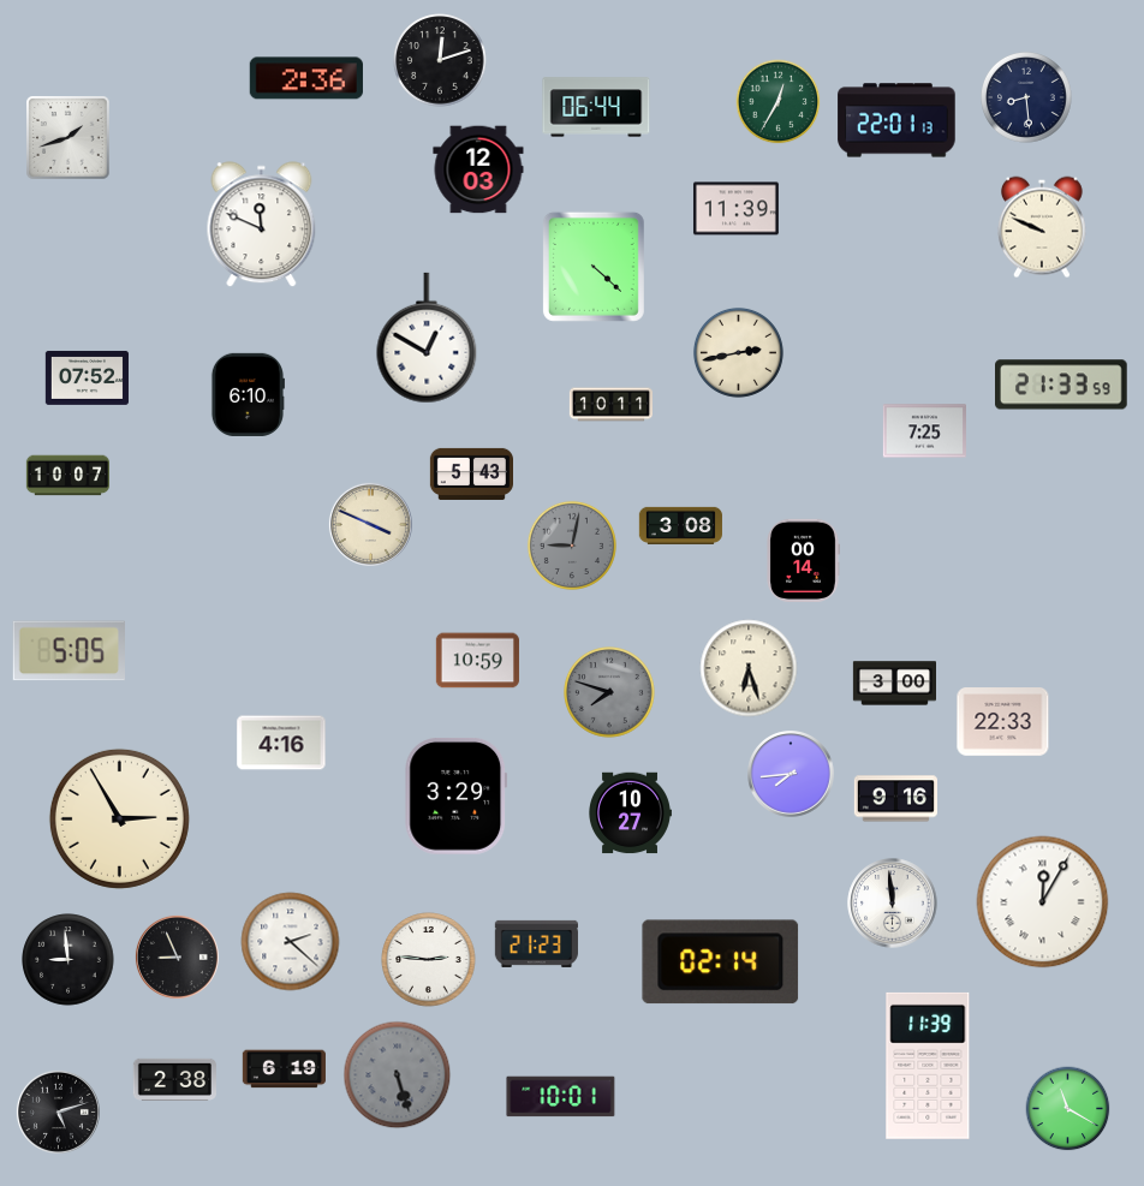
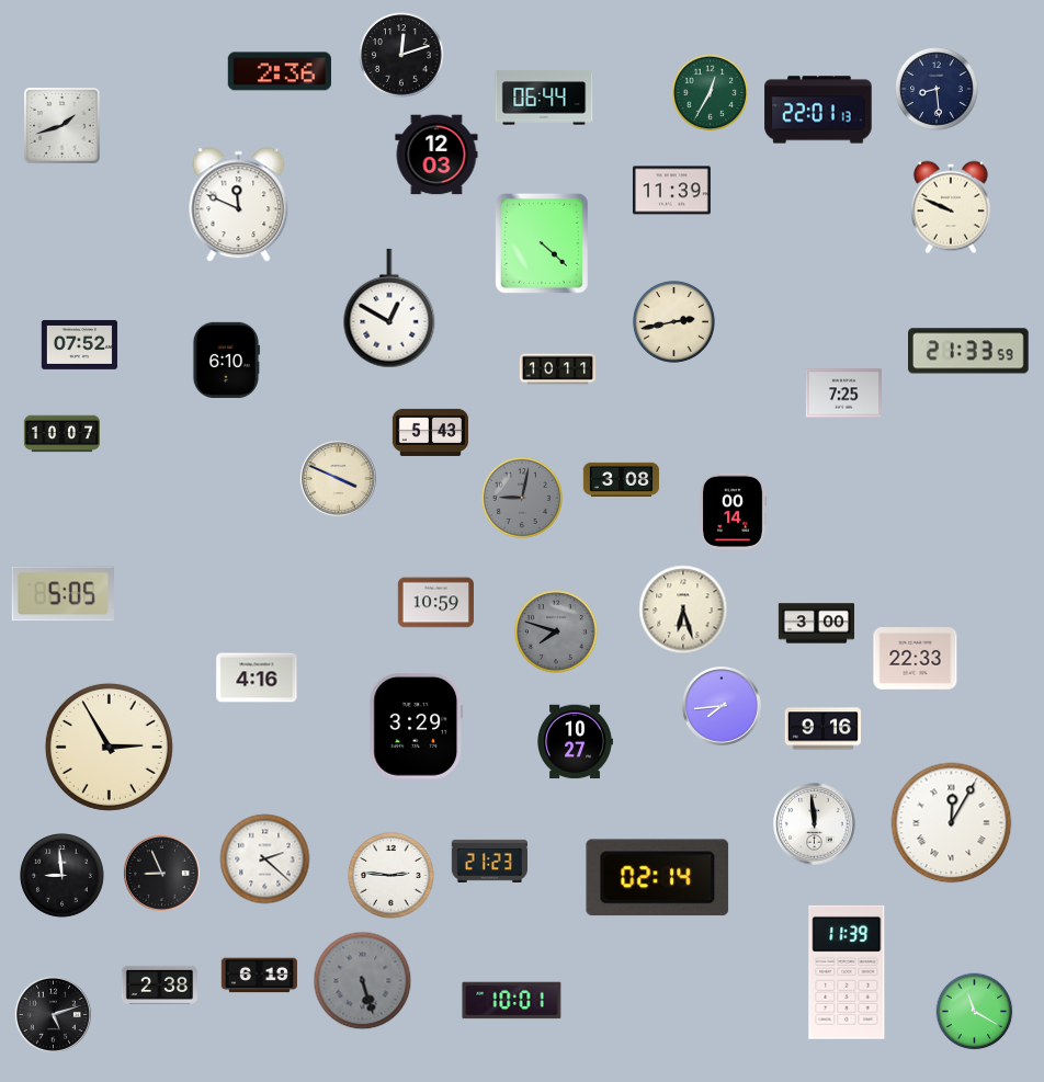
clock at (895, 799) position: (895, 799) -> (822, 729)
